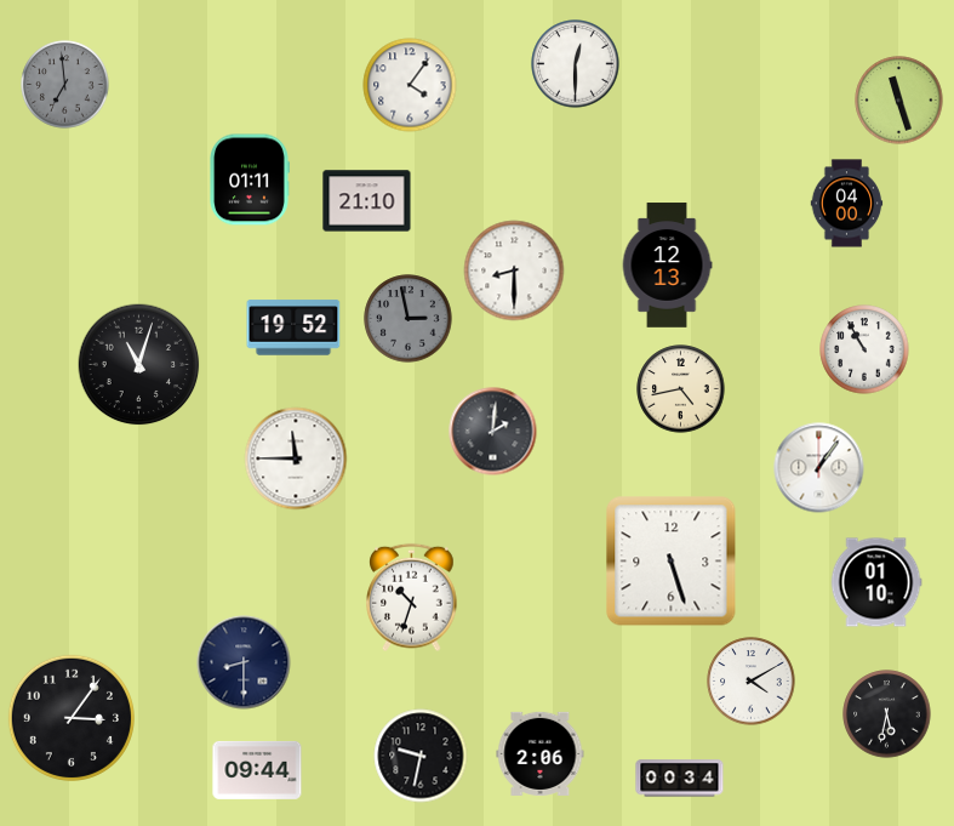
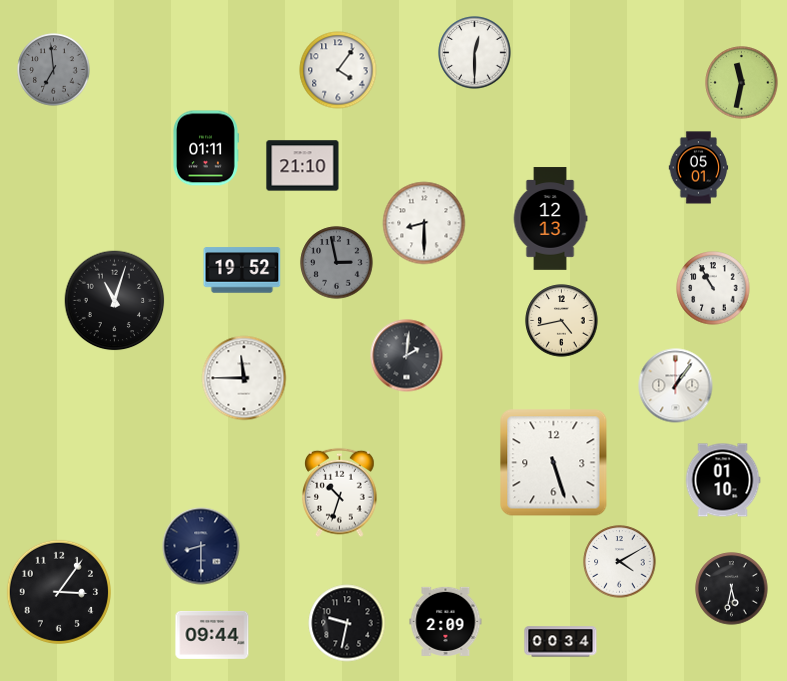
clock at (899, 101): 11:27 -> 11:32
clock at (847, 204): 04:00 -> 05:01
clock at (541, 753): 2:06 -> 2:09
